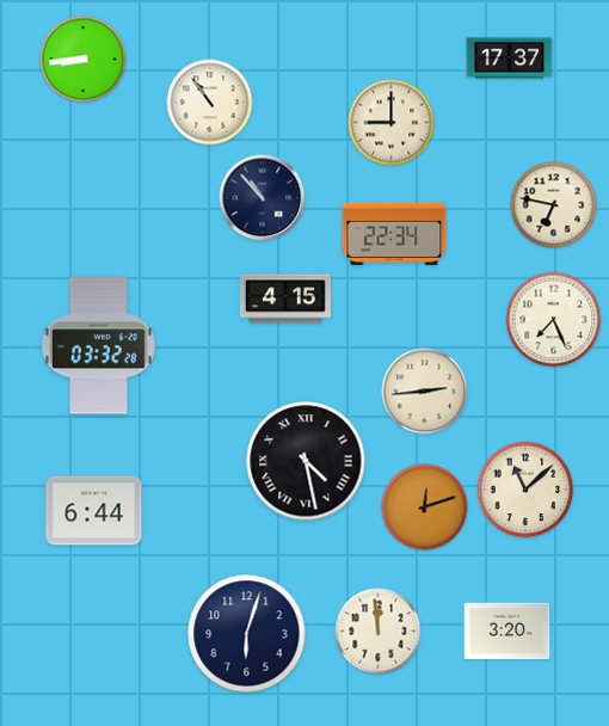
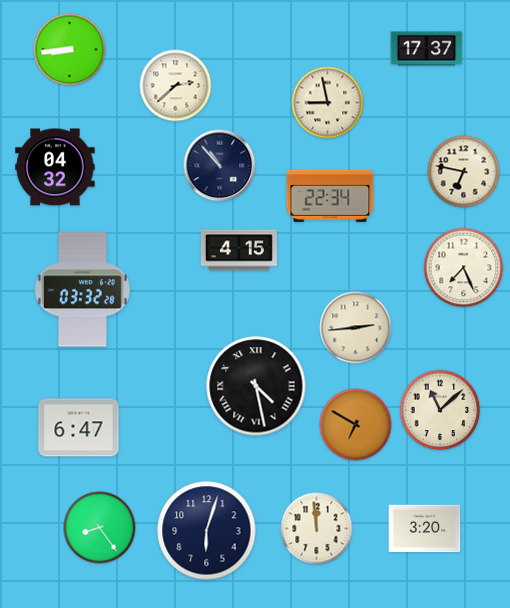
clock at (210, 103): 10:54 -> 2:38
clock at (392, 123): 9:00 -> 8:58
clock at (55, 167): none -> 04:32
clock at (425, 507): 12:12 -> 6:50
clock at (94, 511): 6:44 -> 6:47
clock at (100, 528): none -> 8:24
